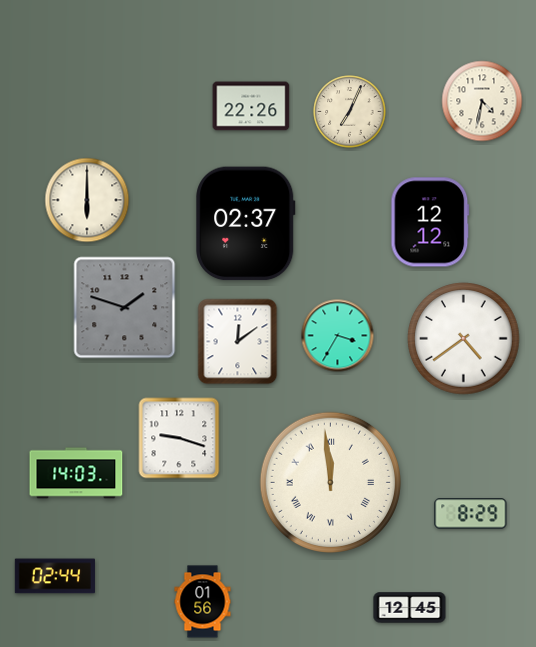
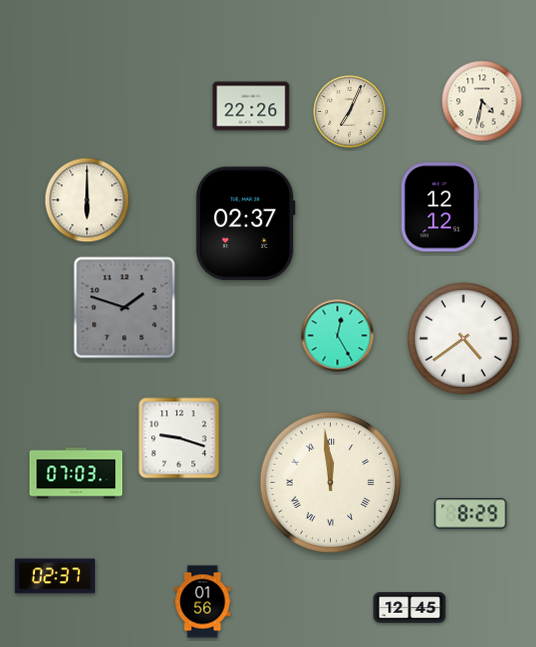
clock at (430, 222) position: (430, 222) -> (440, 207)
clock at (338, 336): 3:35 -> 12:25
clock at (238, 342): 12:09 -> none
clock at (76, 473): 14:03 -> 07:03
clock at (55, 576): 02:44 -> 02:37
